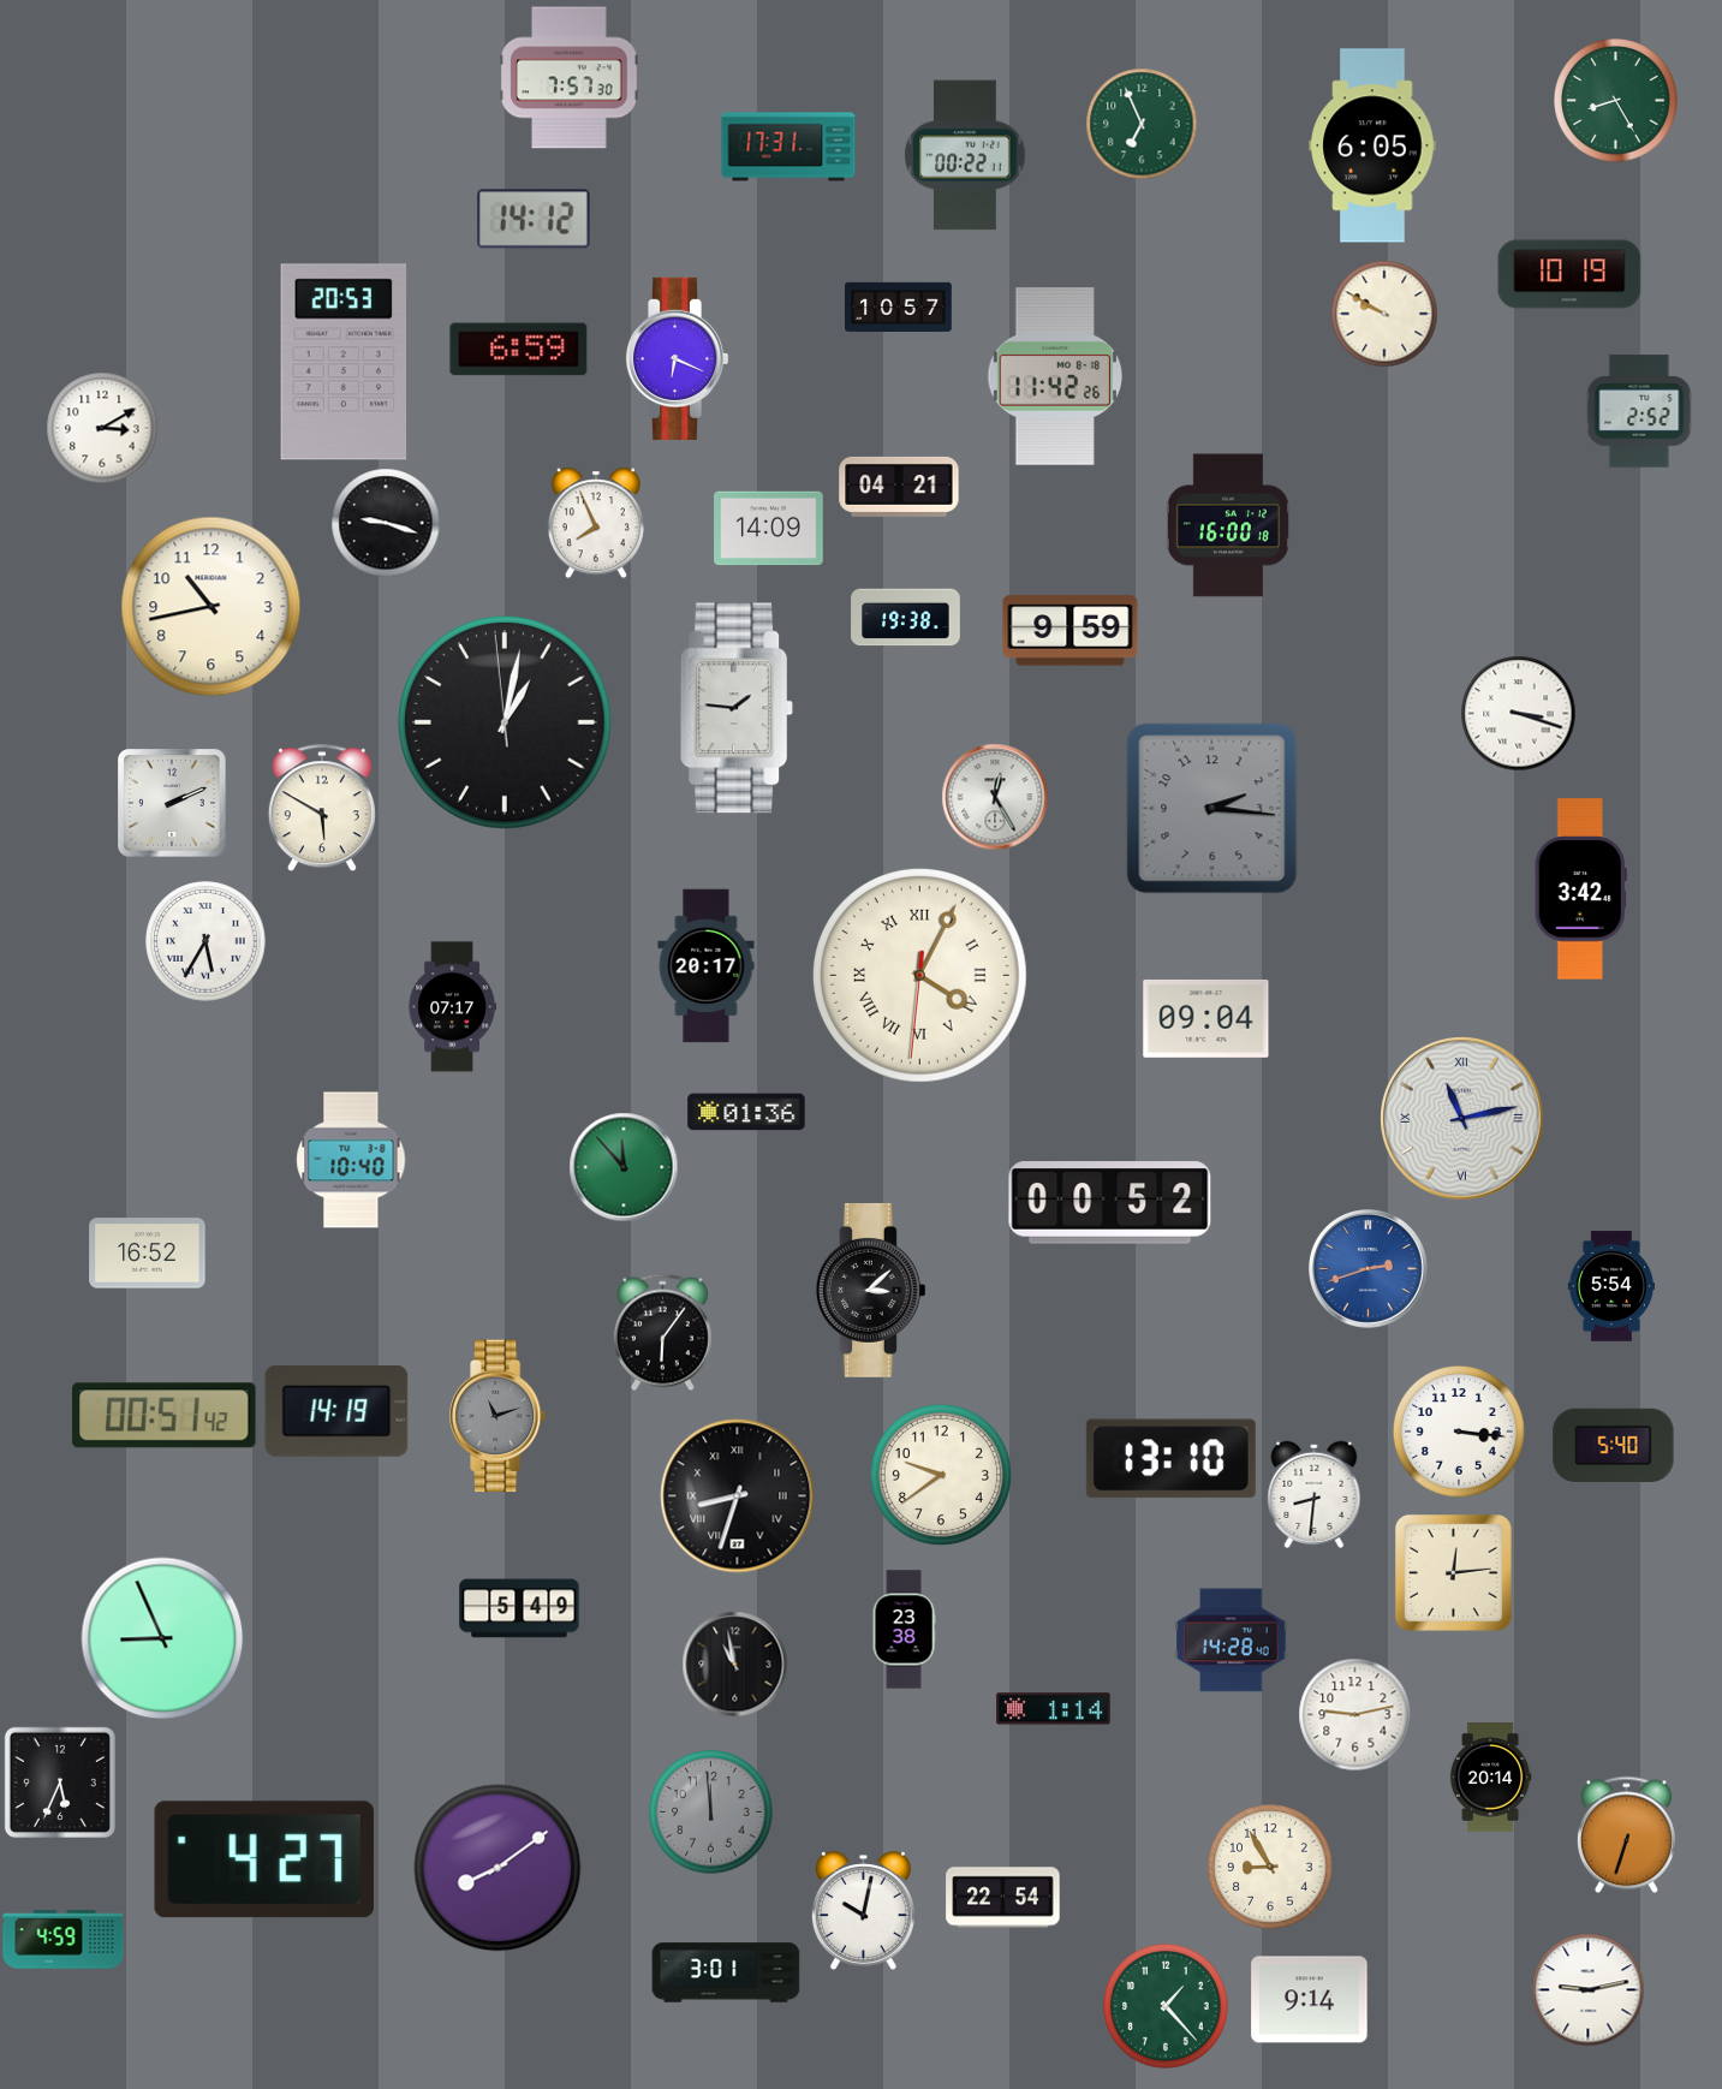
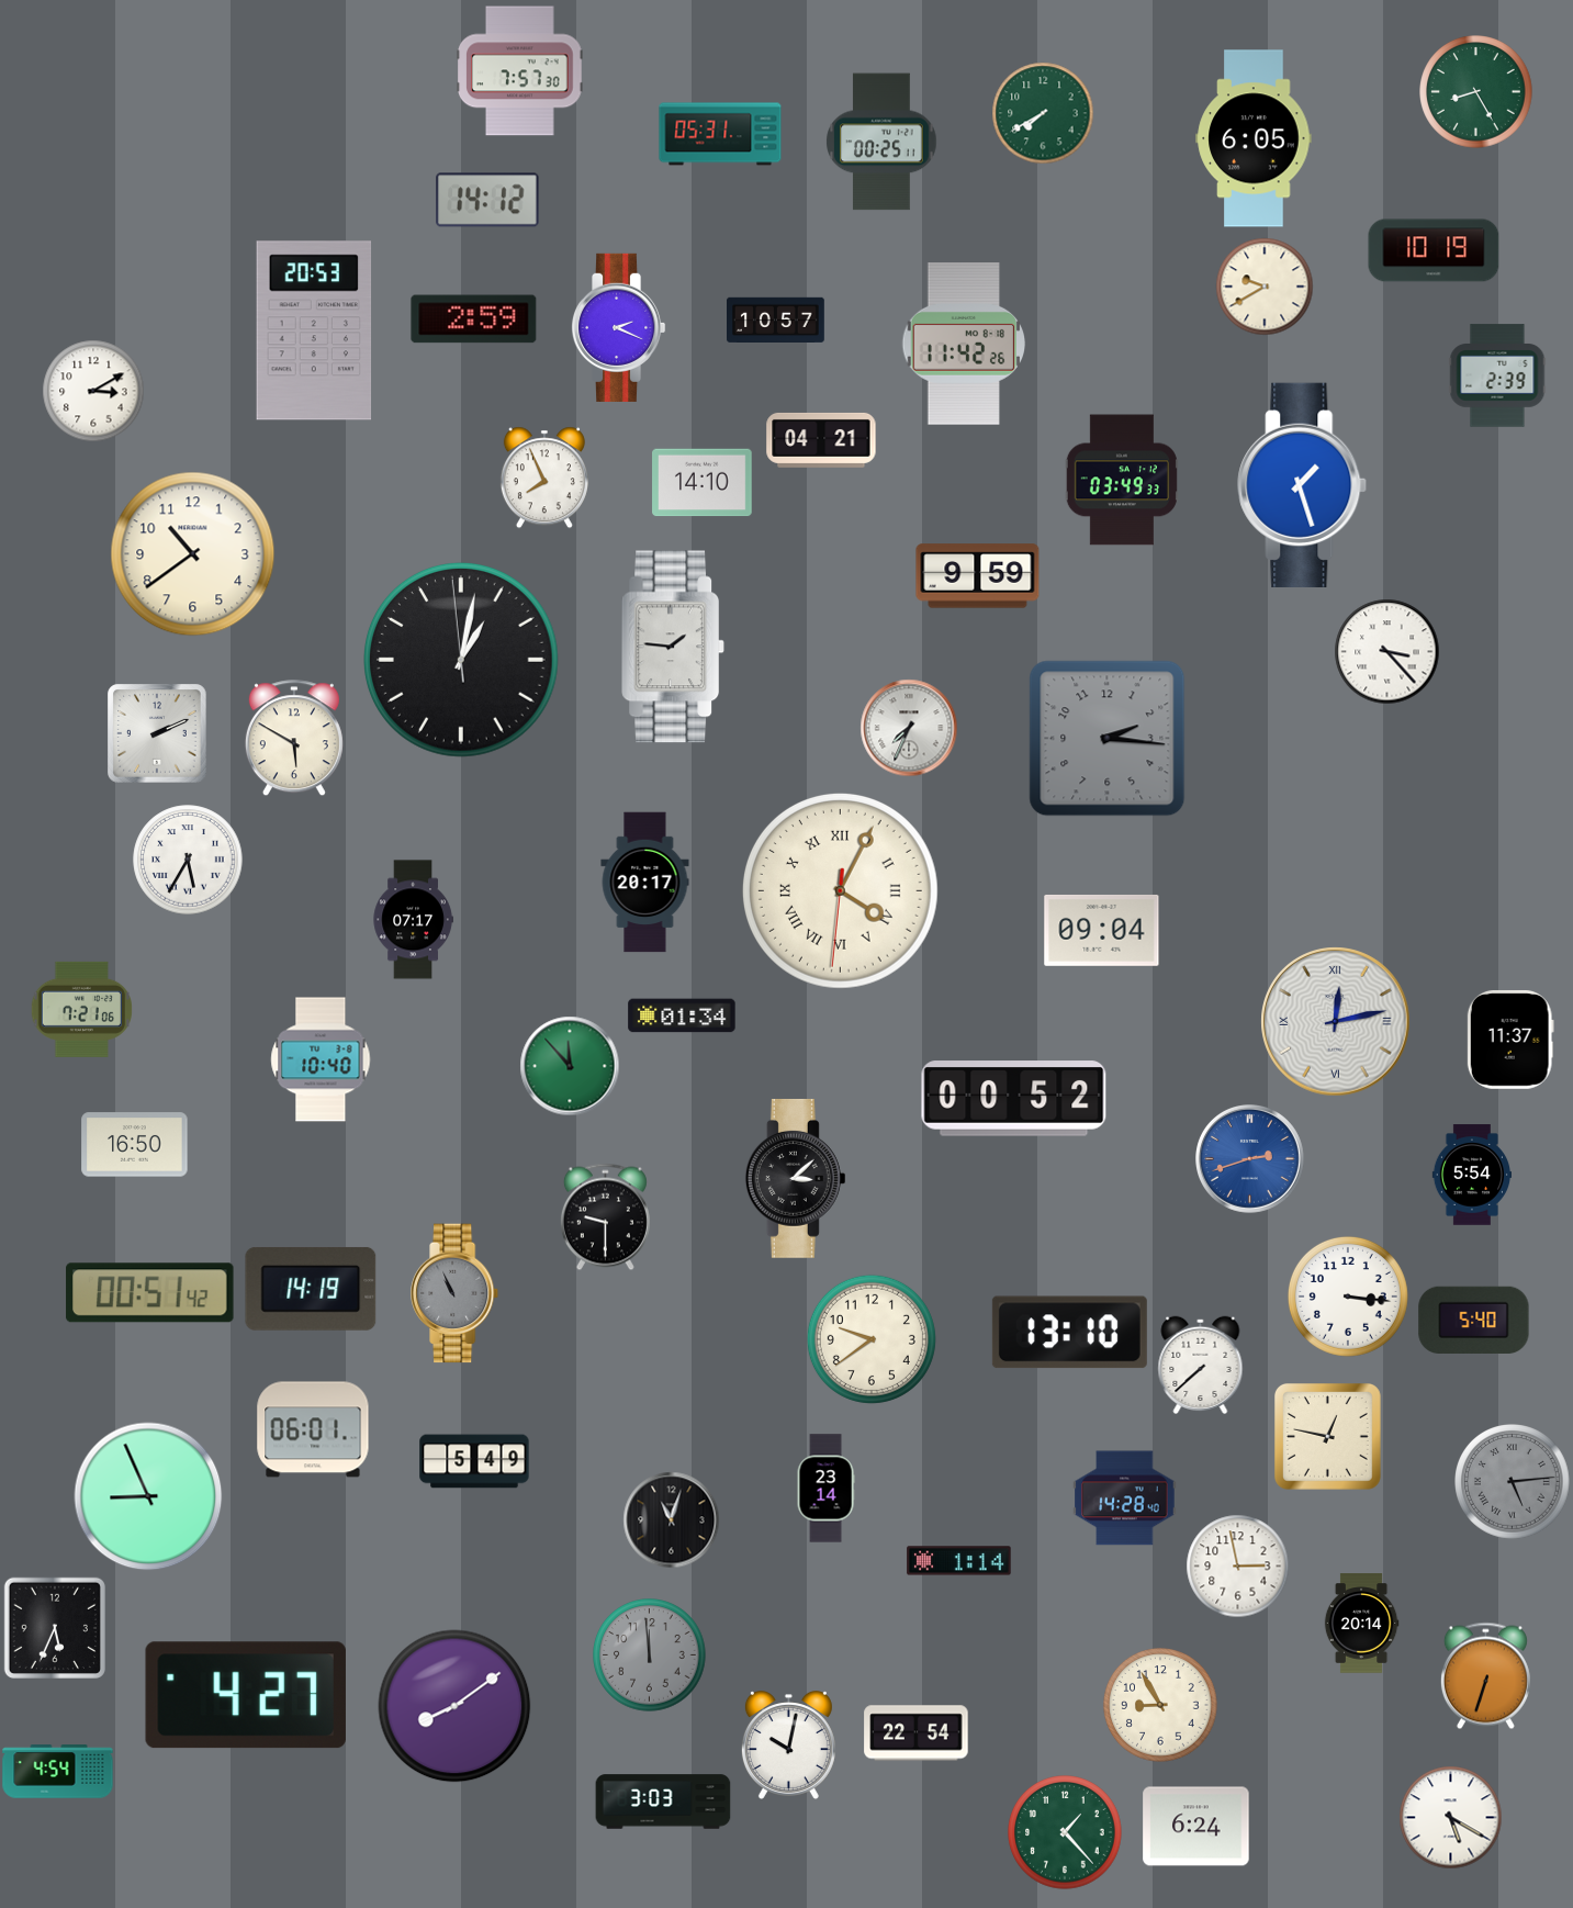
clock at (1142, 124): 6:56 -> 7:40
clock at (1372, 145) position: (1372, 145) -> (1254, 138)
clock at (788, 147): 17:31 -> 05:31
clock at (965, 155): 00:22 -> 00:25
clock at (899, 306) position: (899, 306) -> (776, 319)
clock at (1384, 314): 9:50 -> 9:40
clock at (519, 350): 6:59 -> 2:59
clock at (677, 358): 6:19 -> 2:19
clock at (1639, 411): 2:52 -> 2:39
clock at (899, 487) position: (899, 487) -> (821, 440)
clock at (386, 523): 9:18 -> none
clock at (1228, 525): 16:00 -> 03:49
clock at (769, 529): 14:09 -> 14:10
clock at (1303, 485): none -> 1:27
clock at (211, 607): 10:43 -> 10:39
clock at (906, 618): 19:38 -> none
clock at (1518, 713): 3:18 -> 3:23
clock at (995, 797): 12:25 -> 7:34
clock at (1580, 889): 3:42 -> none
clock at (81, 1009): none -> 7:21
clock at (746, 1112): 01:36 -> 01:34
clock at (1462, 1119): 11:13 -> 12:13
clock at (1510, 1040): none -> 11:37
clock at (148, 1254): 16:52 -> 16:50
clock at (662, 1332): 6:06 -> 9:30
clock at (336, 1411) position: (336, 1411) -> (311, 1289)
clock at (499, 1416): 11:12 -> 10:56
clock at (1459, 1432) position: (1459, 1432) -> (1348, 1297)
clock at (941, 1475) position: (941, 1475) -> (872, 1339)
clock at (1315, 1494): 8:31 -> 7:38
clock at (738, 1496): 8:33 -> none
clock at (313, 1429): none -> 06:01
clock at (1454, 1573): 12:14 -> 12:47
clock at (519, 1608) position: (519, 1608) -> (474, 1461)
clock at (1513, 1482): none -> 5:14
clock at (904, 1630): 23:38 -> 23:14
clock at (734, 1664): 10:58 -> 11:03
clock at (1054, 1709) position: (1054, 1709) -> (959, 1561)
clock at (1354, 1714): 9:13 -> 2:58
clock at (264, 1859) position: (264, 1859) -> (246, 1695)
clock at (64, 1940): 4:59 -> 4:54
clock at (726, 1972): 3:01 -> 3:03
clock at (1587, 1989): 9:13 -> 5:20
clock at (1310, 2000): 9:14 -> 6:24
